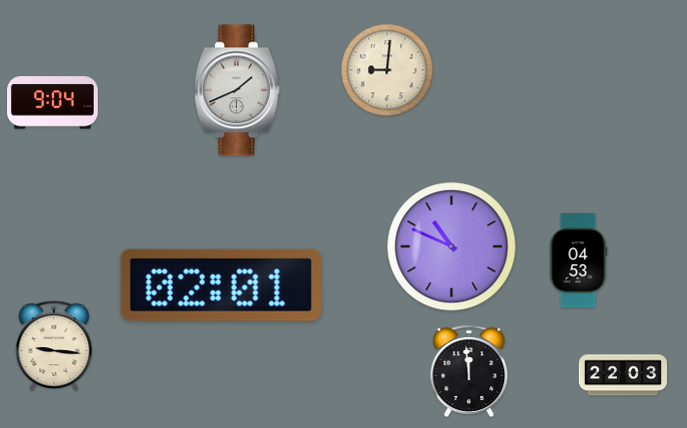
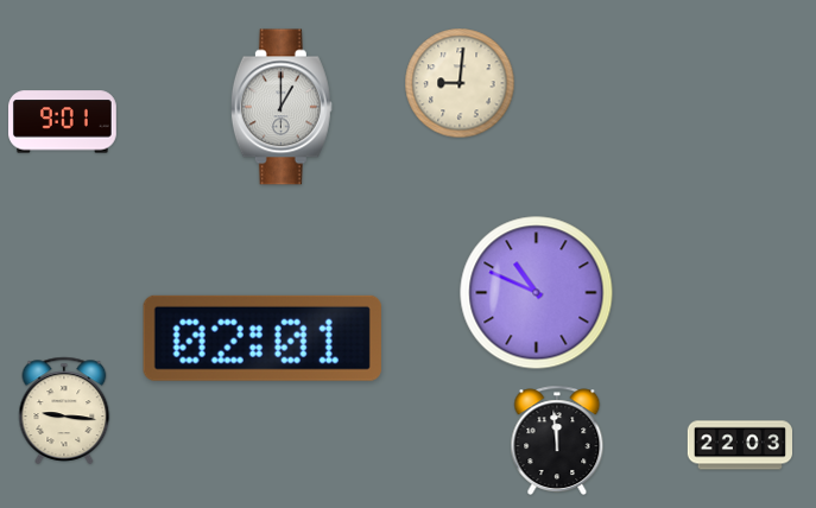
clock at (237, 90): 1:41 -> 1:00
clock at (53, 103): 9:04 -> 9:01
clock at (578, 261): 04:53 -> none
